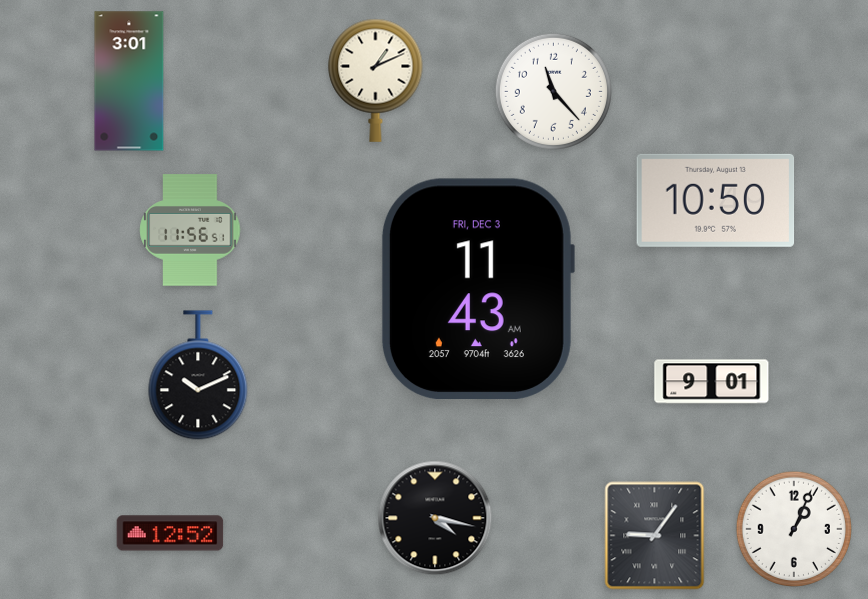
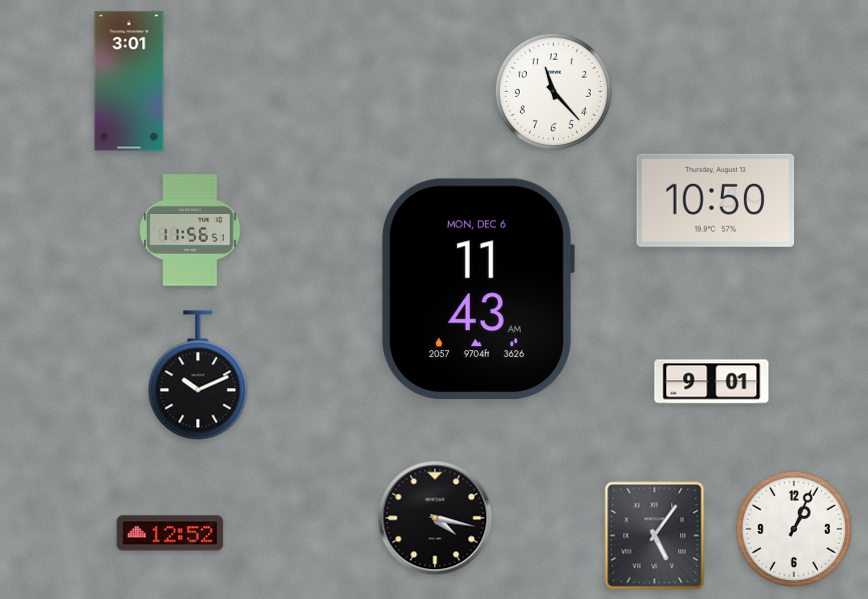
clock at (376, 80): 1:11 -> none
clock at (477, 288) date: FRI, DEC 3 -> MON, DEC 6
clock at (655, 536): 9:06 -> 5:06
